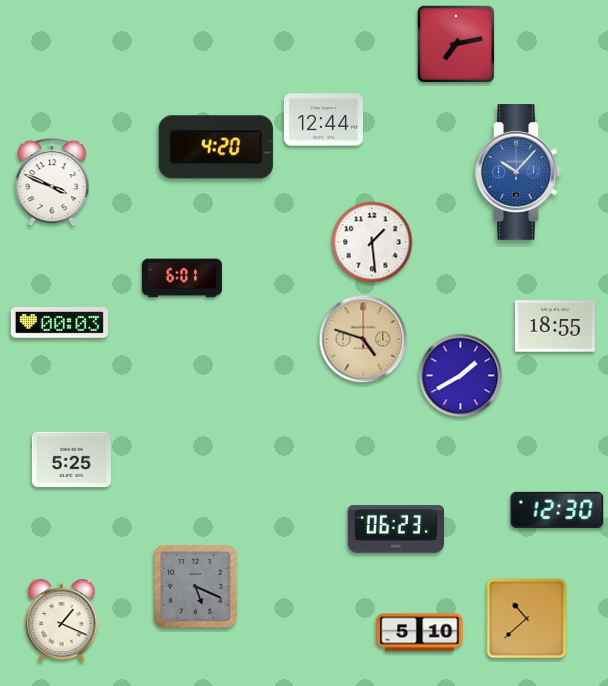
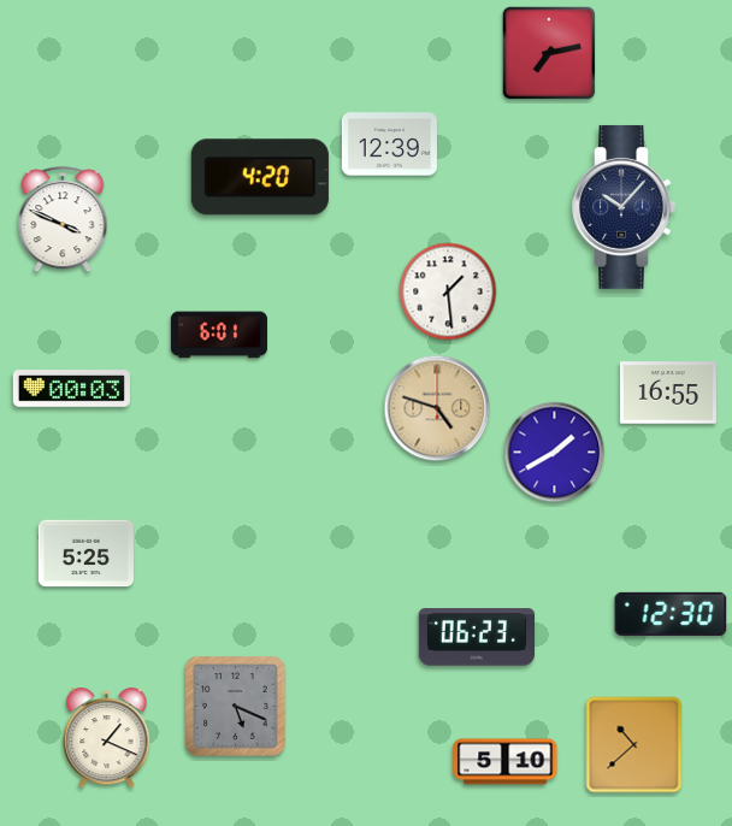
clock at (323, 120): 12:44 -> 12:39
clock at (518, 172) dial: blue -> navy
clock at (555, 326): 18:55 -> 16:55
clock at (62, 622) position: (62, 622) -> (107, 739)
